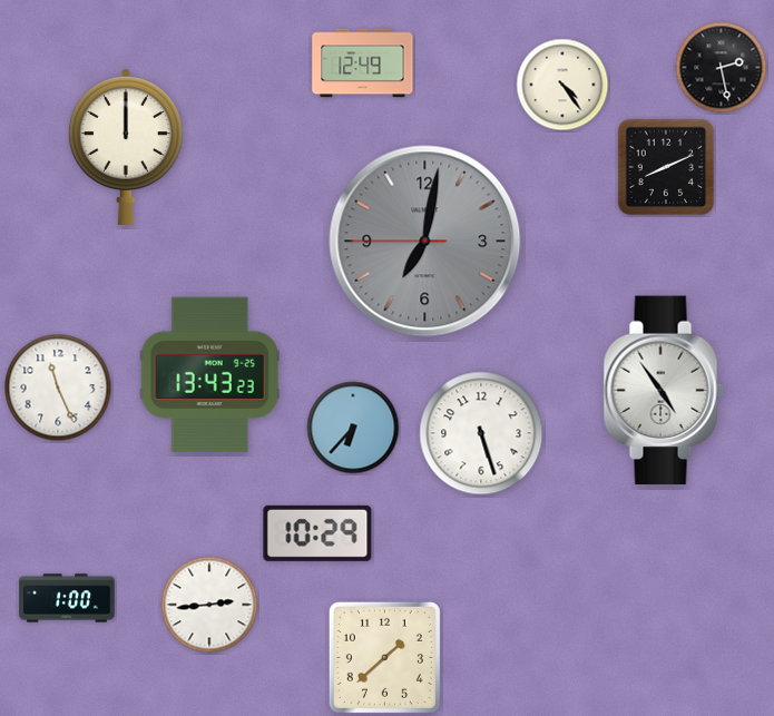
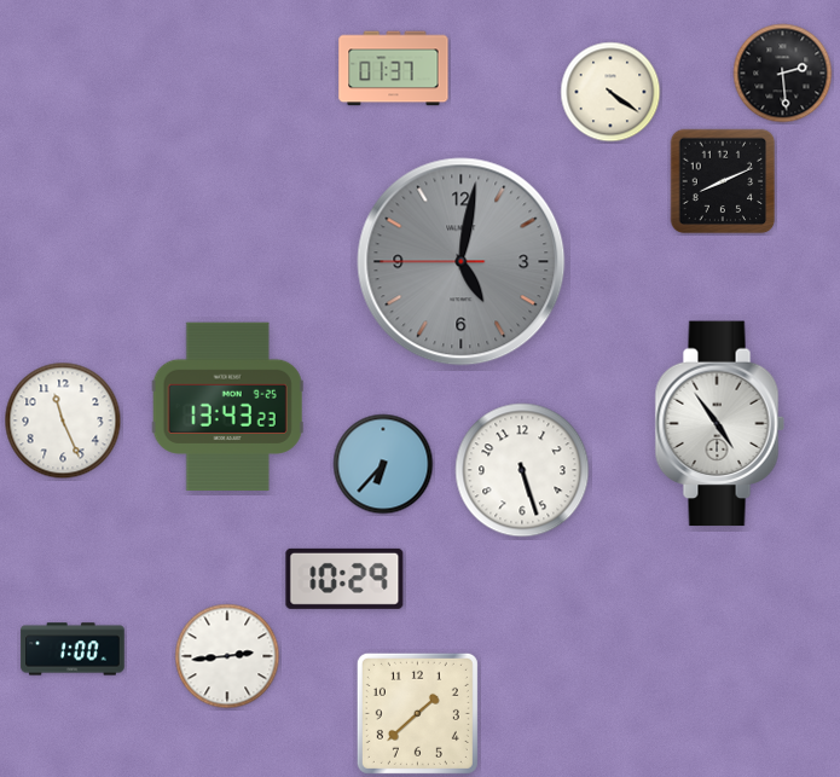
clock at (363, 63): 12:49 -> 01:37
clock at (722, 68): 2:28 -> 2:29
clock at (562, 85): 4:24 -> 4:21
clock at (126, 146): 12:00 -> none
clock at (425, 242): 7:01 -> 5:01
